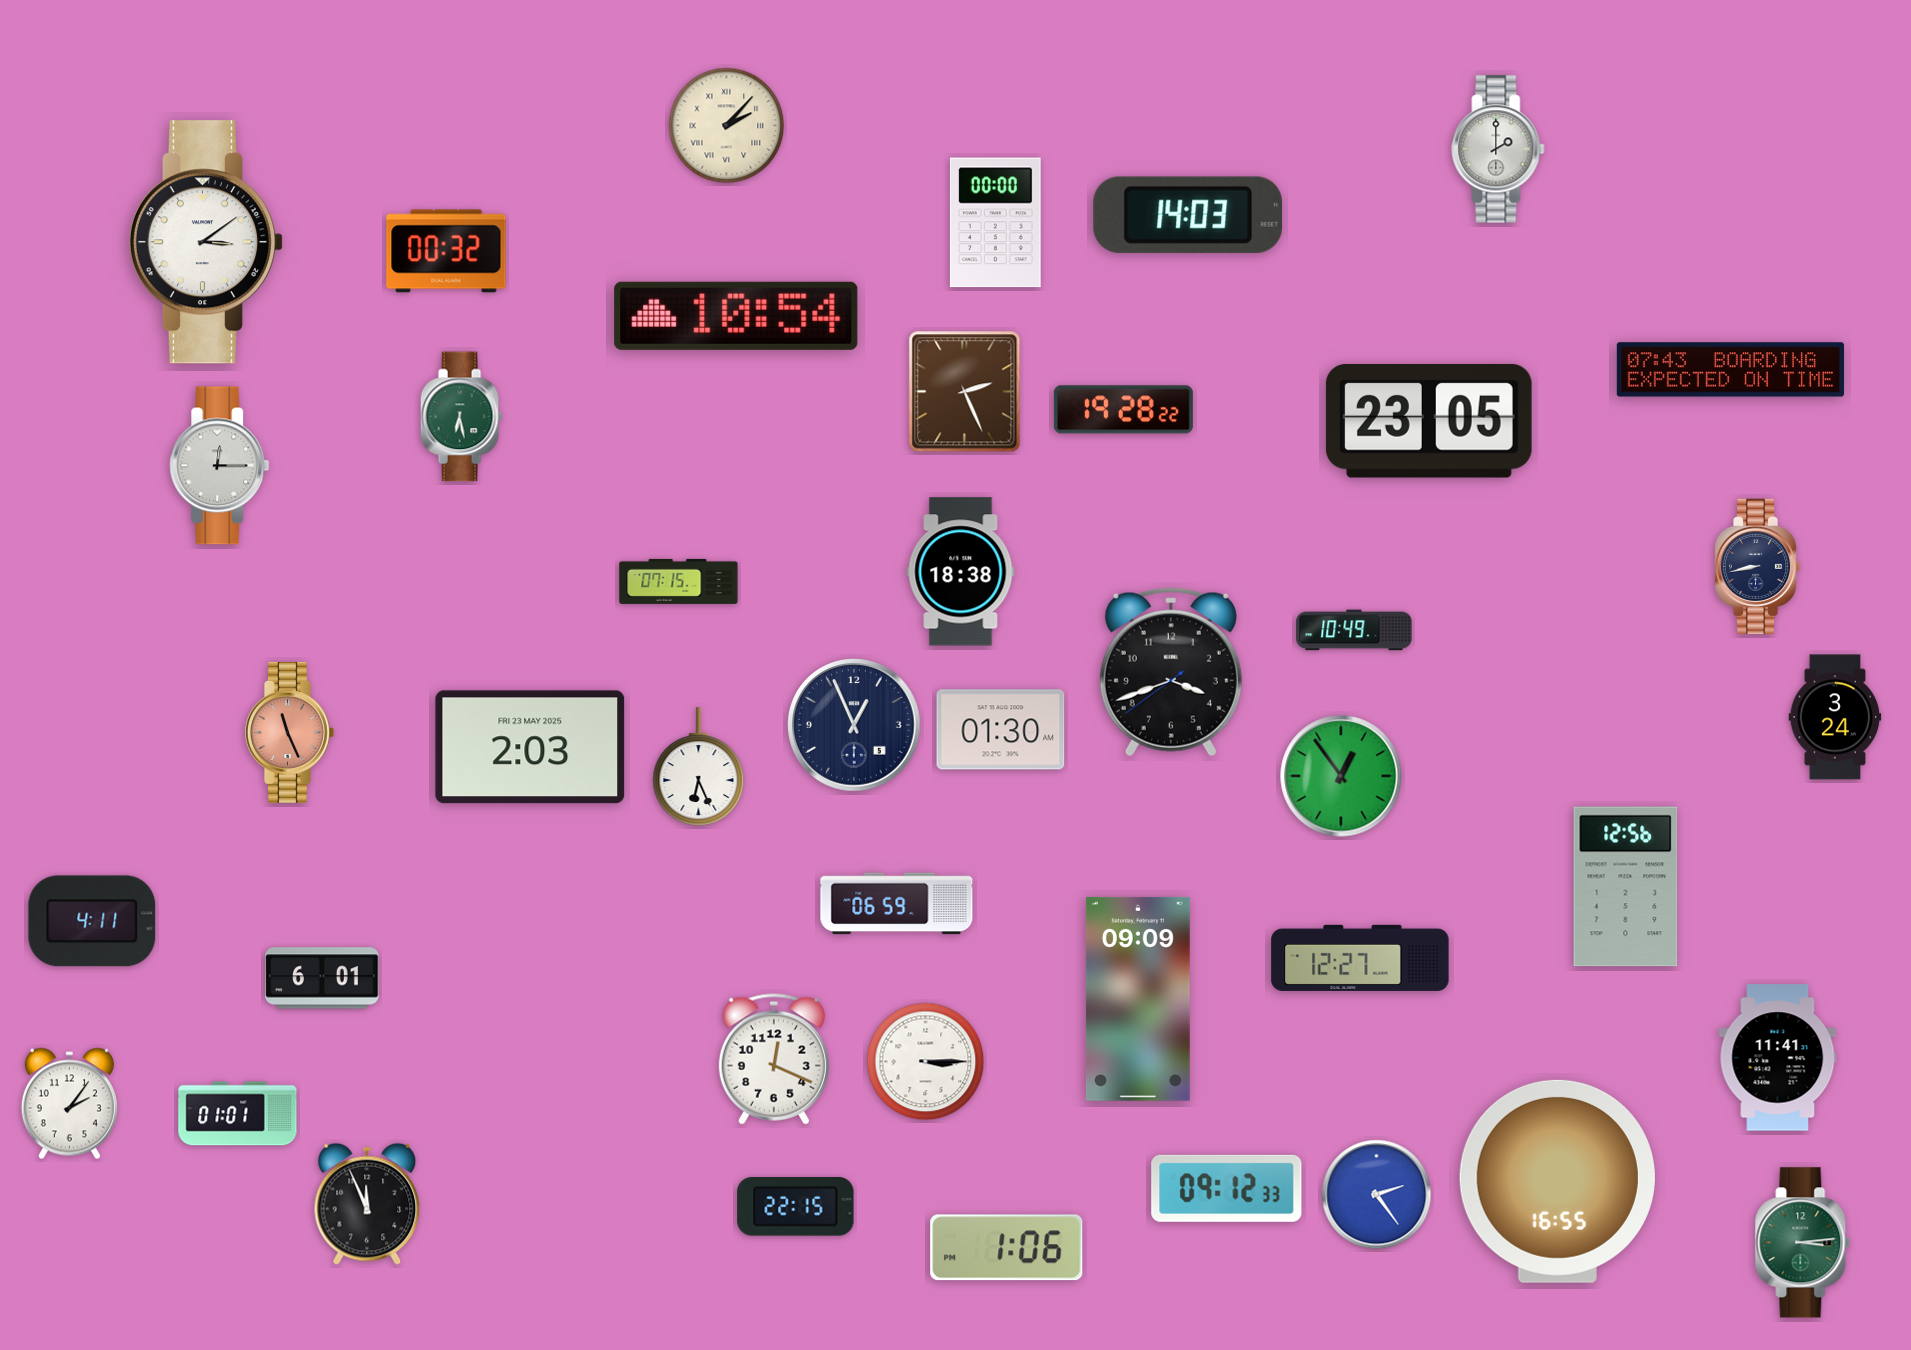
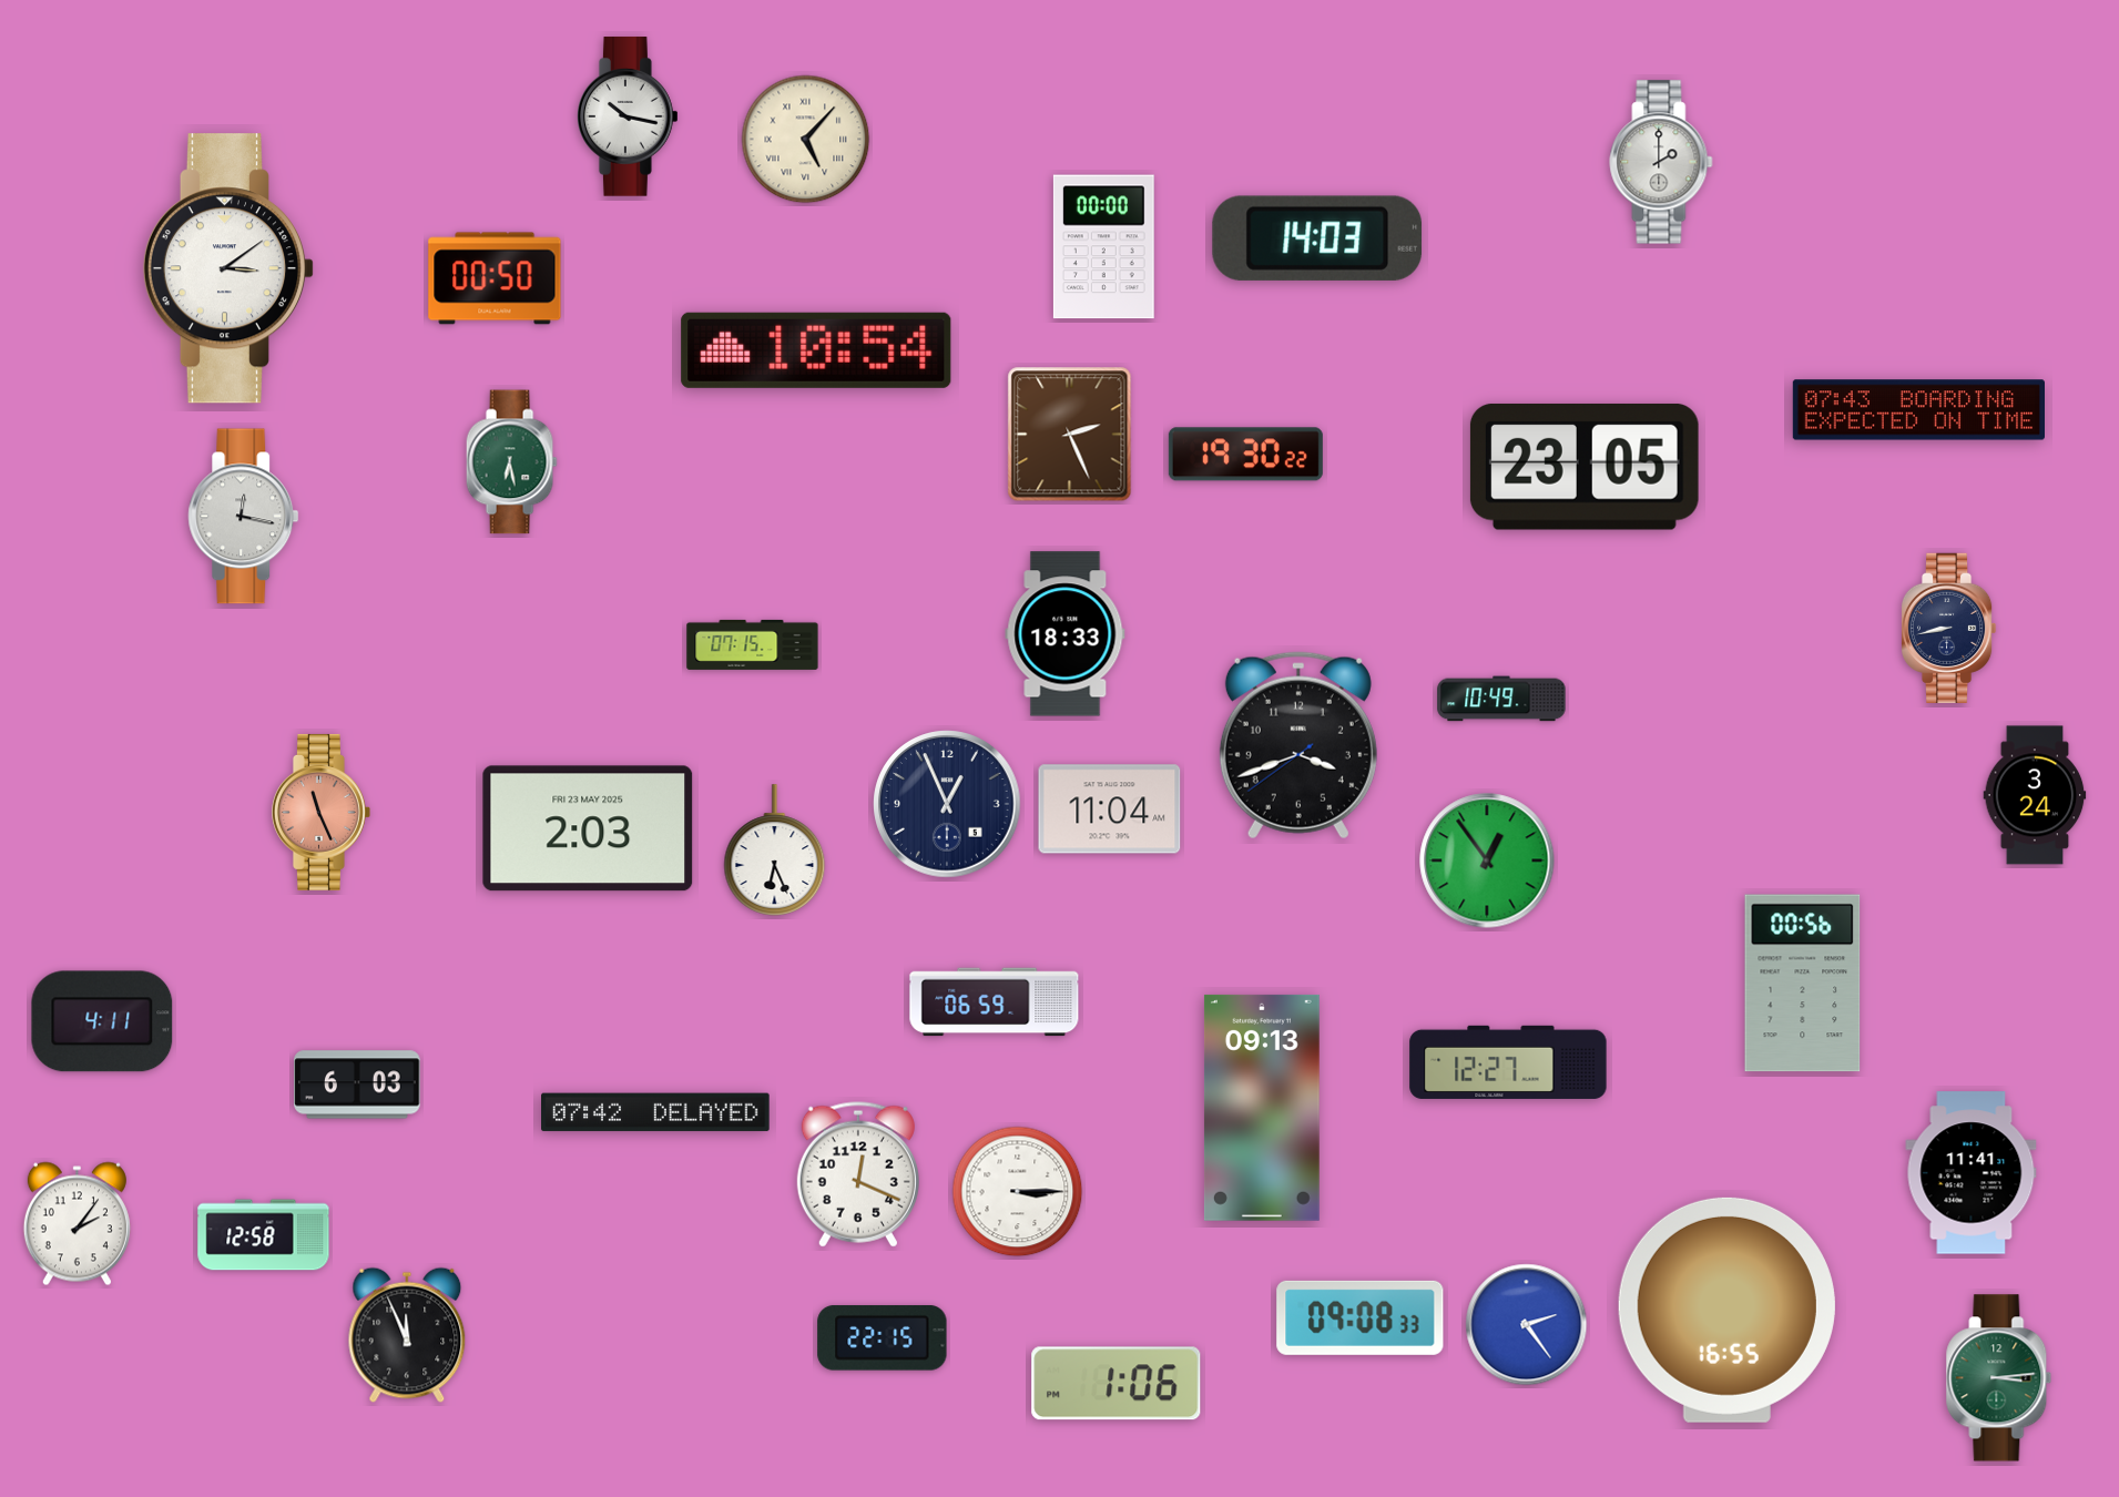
clock at (629, 116): none -> 10:17
clock at (727, 126): 2:07 -> 5:07
clock at (1498, 149) position: (1498, 149) -> (1661, 162)
clock at (446, 251): 00:32 -> 00:50
clock at (1123, 410): 19:28 -> 19:30
clock at (220, 466): 12:15 -> 12:17
clock at (961, 572): 18:38 -> 18:33
clock at (1001, 730): 01:30 -> 11:04
clock at (1626, 887): 12:56 -> 00:56
clock at (322, 978): 6:01 -> 6:03
clock at (1138, 999): 09:09 -> 09:13
clock at (655, 1112): none -> 07:42
clock at (926, 1062) position: (926, 1062) -> (1018, 1192)
clock at (238, 1114): 01:01 -> 12:58
clock at (1227, 1188): 09:12 -> 09:08
